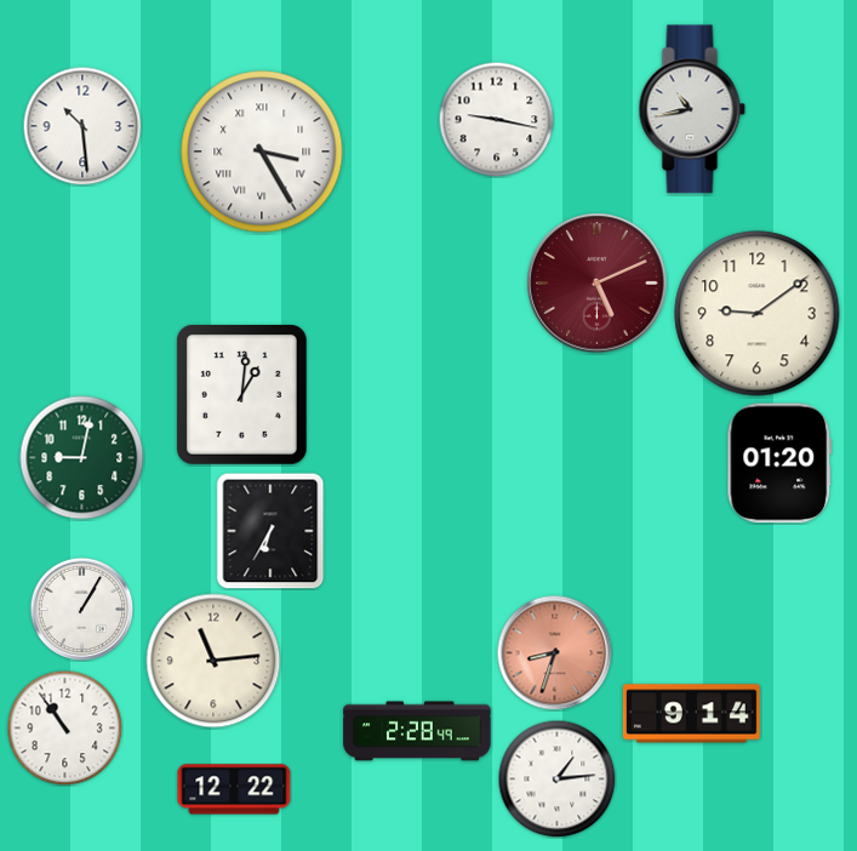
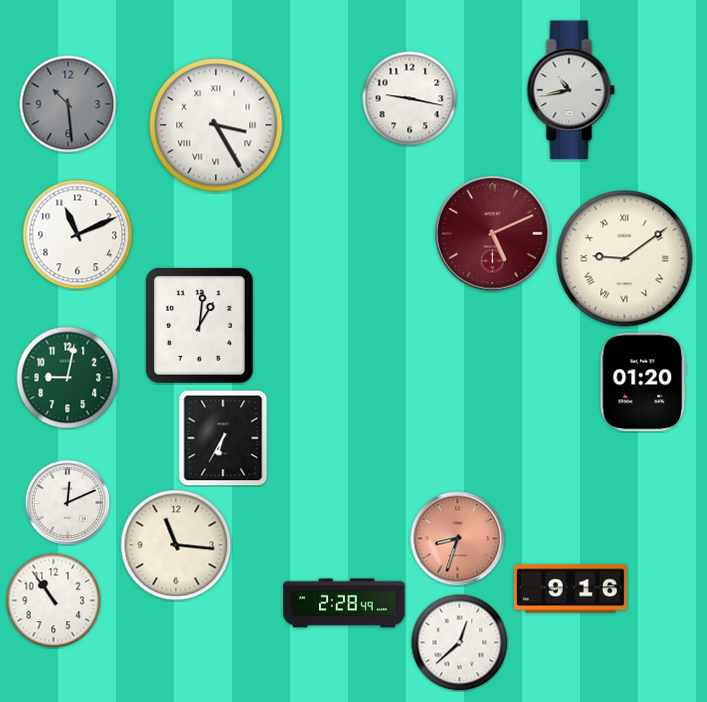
clock at (82, 126) dial: white -> grey
clock at (78, 235): none -> 11:11
clock at (758, 314) numerals: Arabic -> Roman
clock at (81, 609): 1:05 -> 12:11
clock at (213, 661): 11:14 -> 11:16
clock at (691, 714): 9:14 -> 9:16
clock at (556, 778): 1:14 -> 12:38
clock at (234, 789): 12:22 -> none
